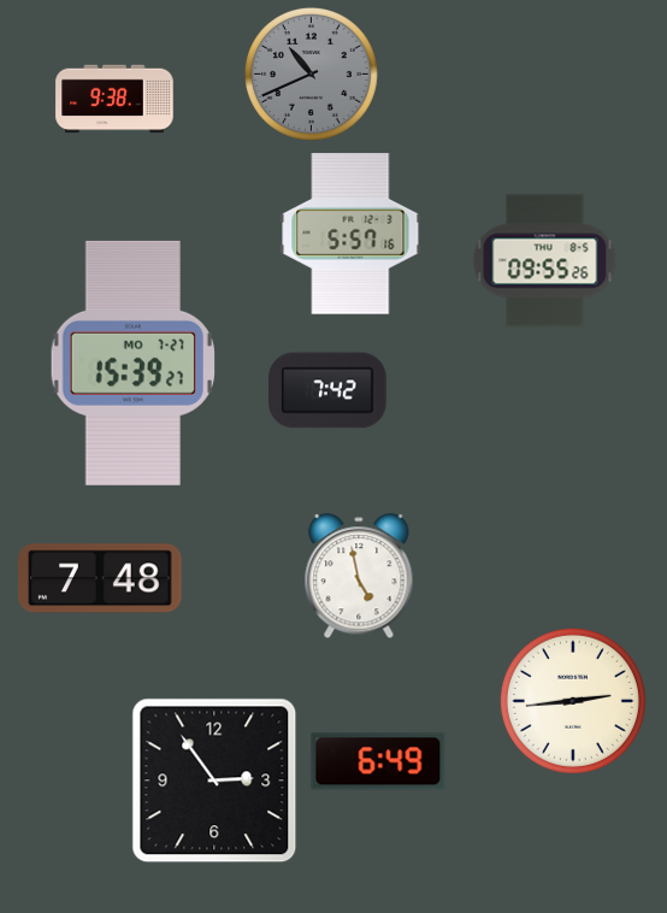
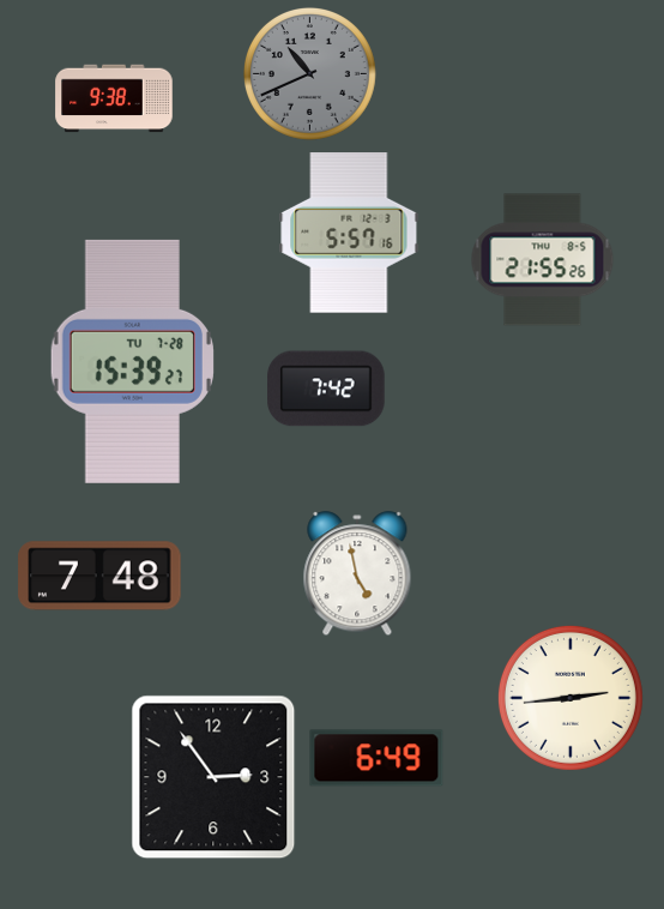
clock at (545, 261): 09:55 -> 21:55
clock at (132, 363) date: MO 7-27 -> TU 7-28
